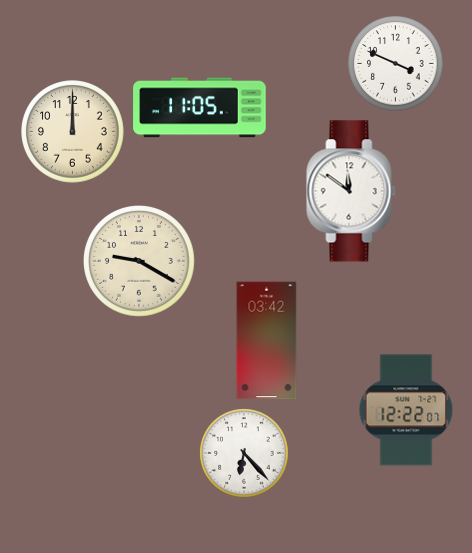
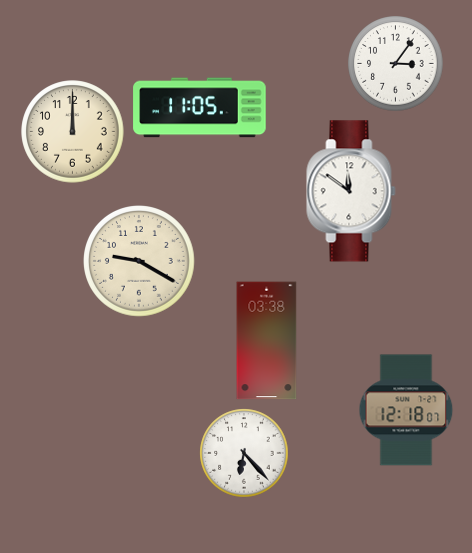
clock at (396, 64): 3:49 -> 3:06
clock at (267, 341): 03:42 -> 03:38
clock at (406, 410): 12:22 -> 12:18
